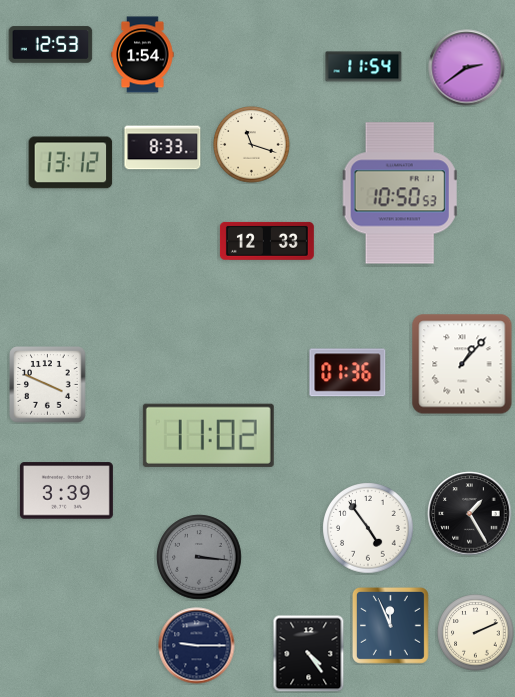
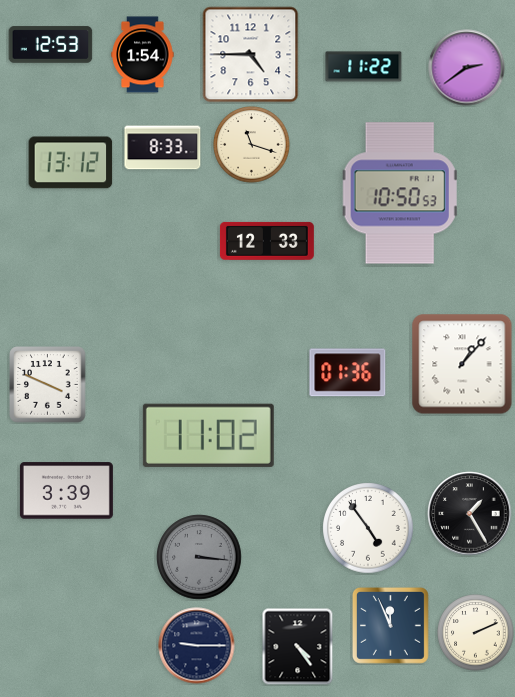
clock at (251, 55): none -> 4:45
clock at (364, 67): 11:54 -> 11:22
clock at (309, 653) position: (309, 653) -> (298, 646)
